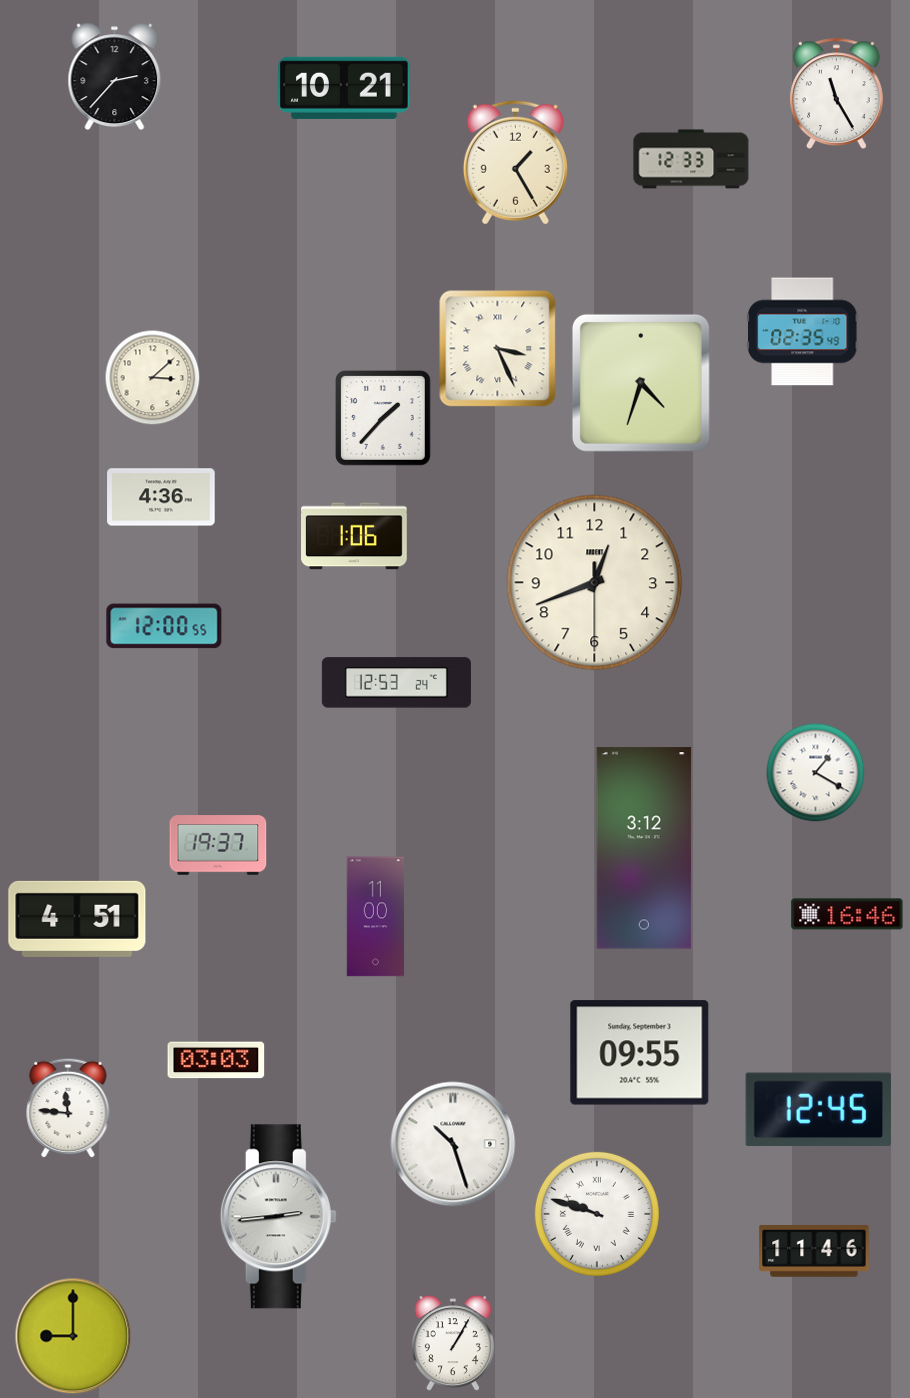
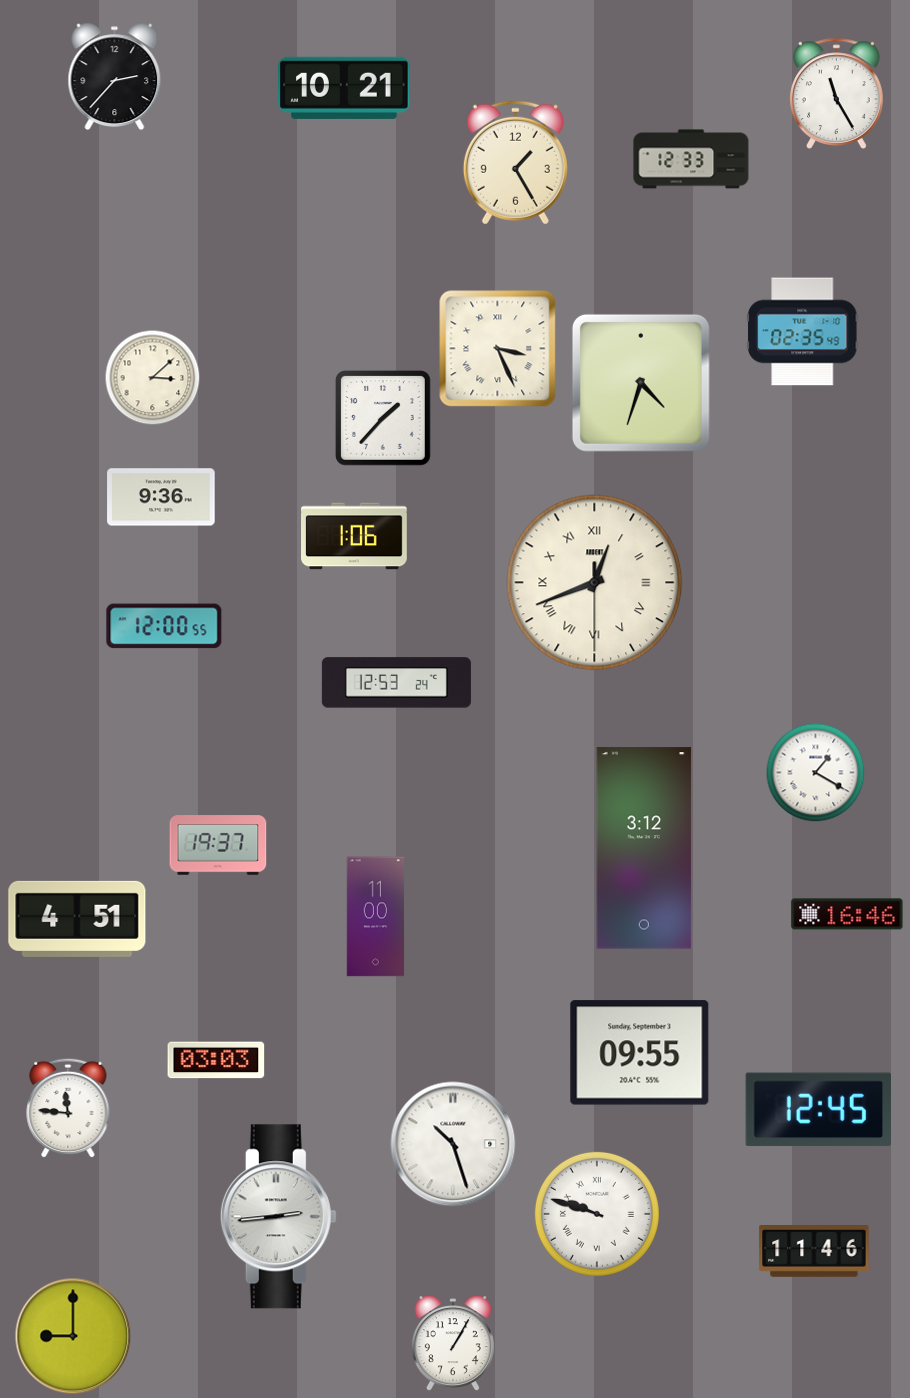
clock at (161, 497): 4:36 -> 9:36
clock at (595, 583) numerals: Arabic -> Roman
